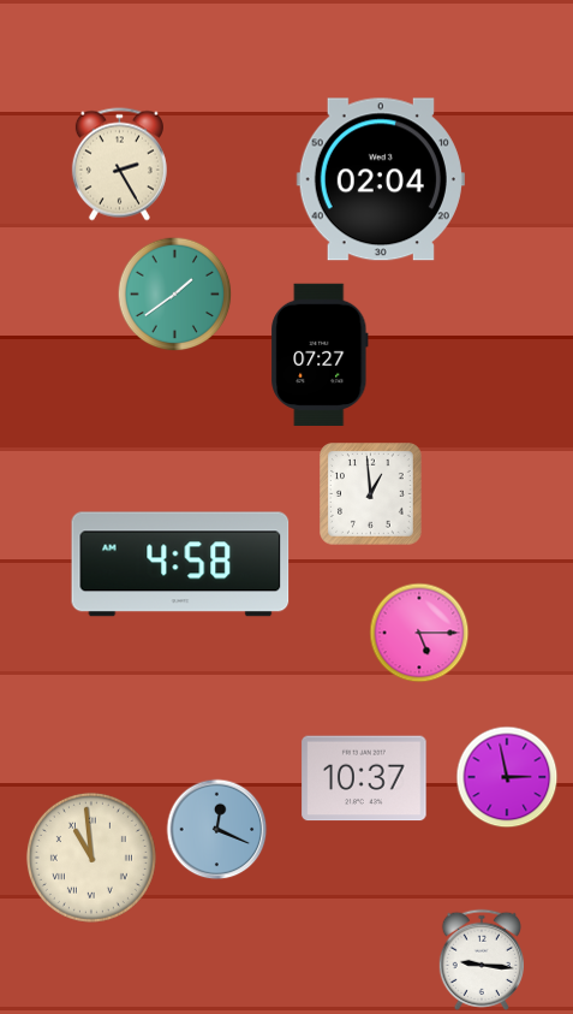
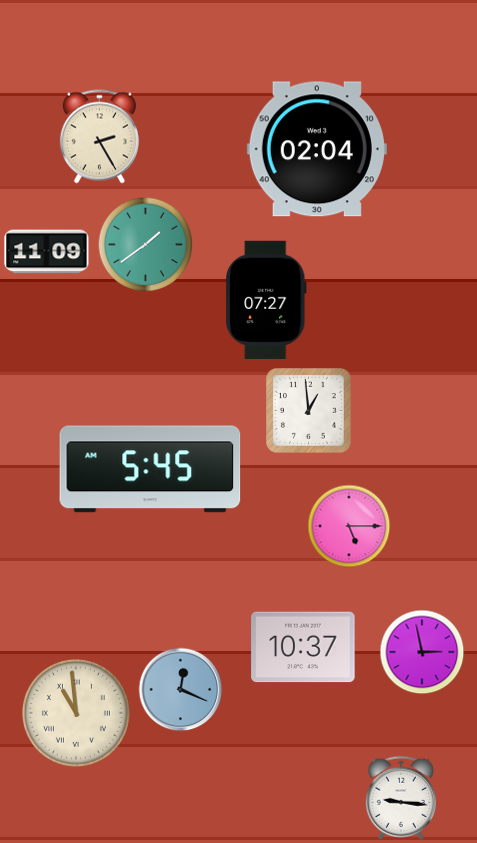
clock at (47, 252): none -> 11:09
clock at (320, 354) position: (320, 354) -> (266, 299)
clock at (180, 564): 4:58 -> 5:45
clock at (507, 777) position: (507, 777) -> (422, 652)
